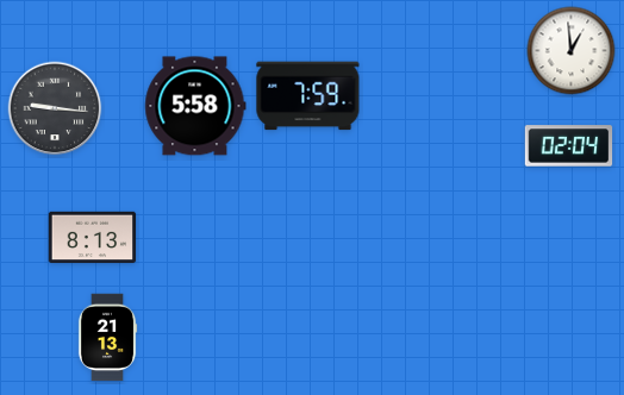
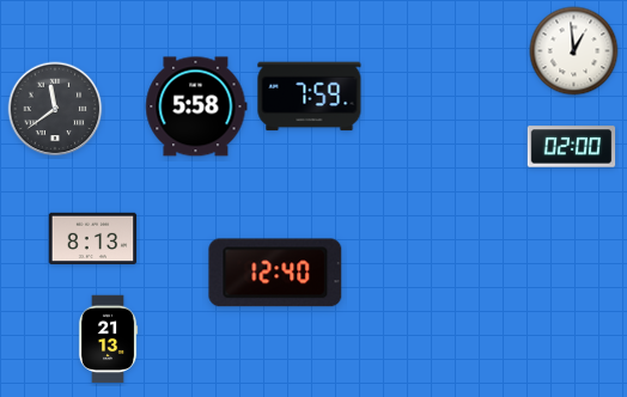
clock at (55, 108): 9:16 -> 11:39
clock at (569, 146): 02:04 -> 02:00
clock at (275, 273): none -> 12:40
